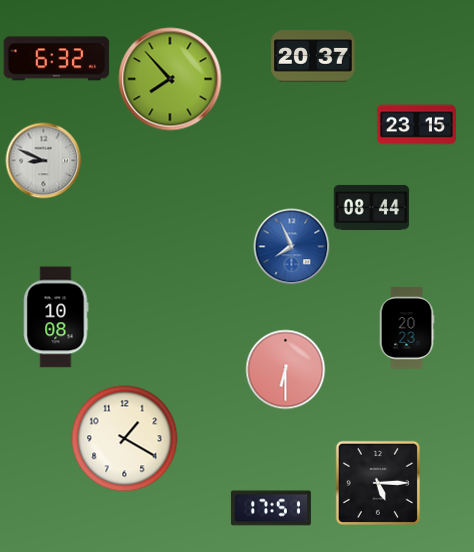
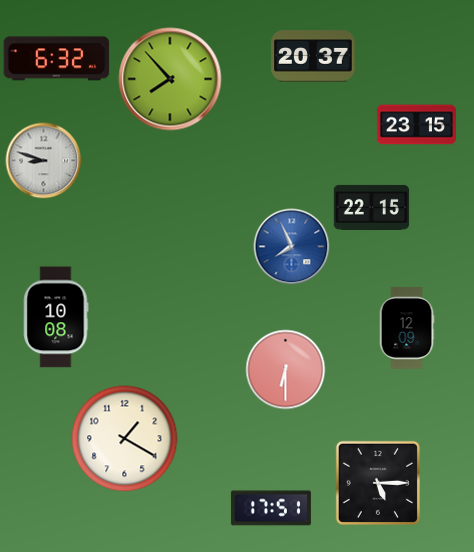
clock at (44, 161): 8:49 -> 8:48
clock at (372, 207): 08:44 -> 22:15
clock at (407, 329): 20:23 -> 12:09
